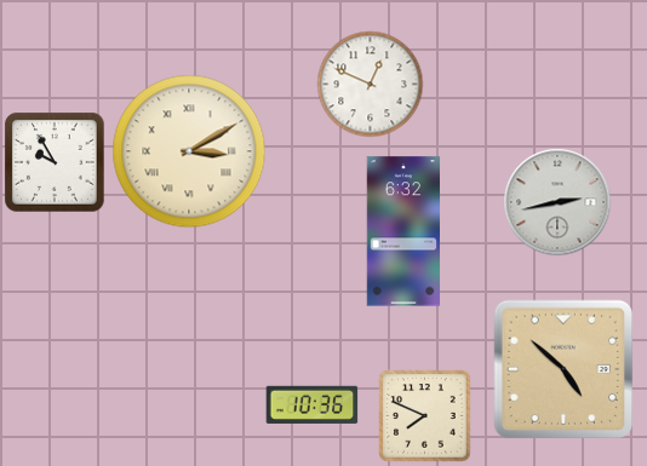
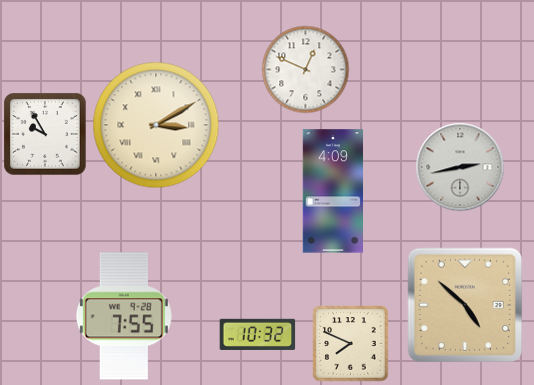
clock at (403, 231): 6:32 -> 4:09
clock at (124, 316): none -> 7:55
clock at (313, 404): 10:36 -> 10:32
